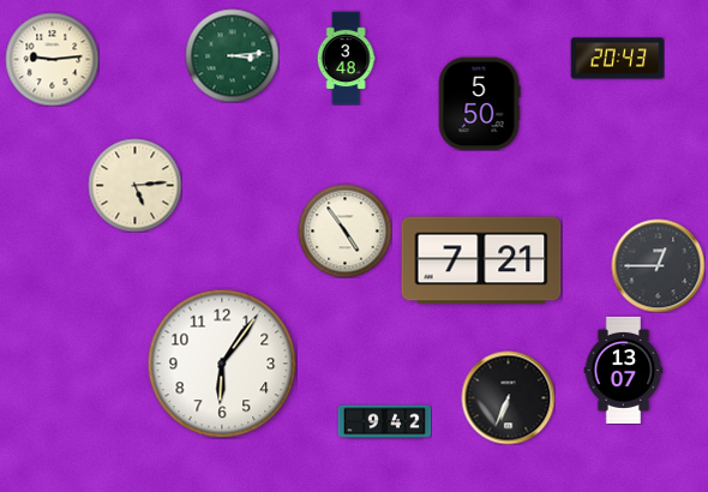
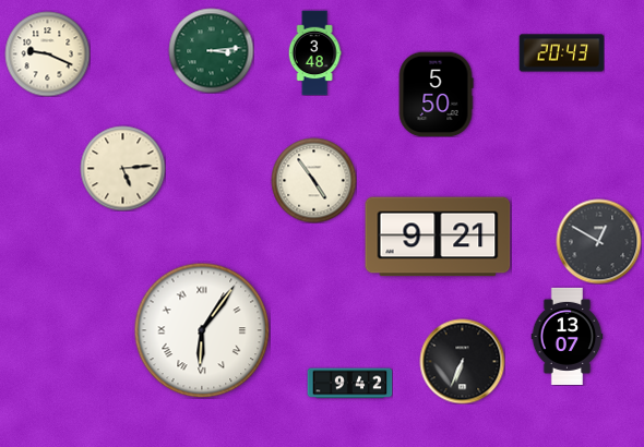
clock at (52, 59): 9:14 -> 9:19
clock at (344, 230) position: (344, 230) -> (313, 180)
clock at (481, 260): 7:21 -> 9:21
clock at (658, 265): 12:45 -> 12:50
clock at (222, 364) numerals: Arabic -> Roman
